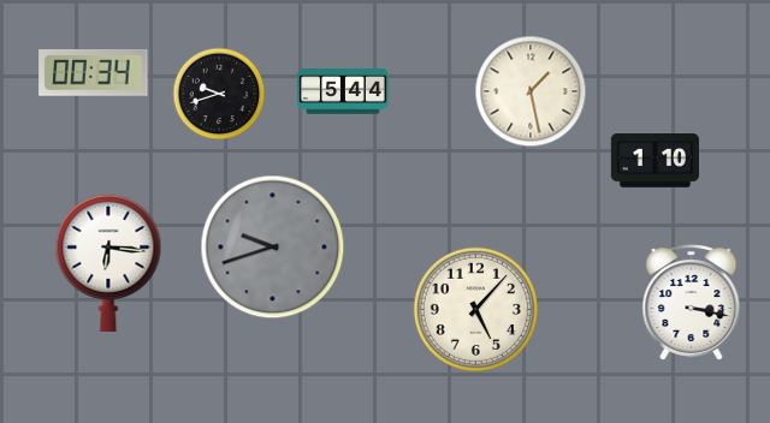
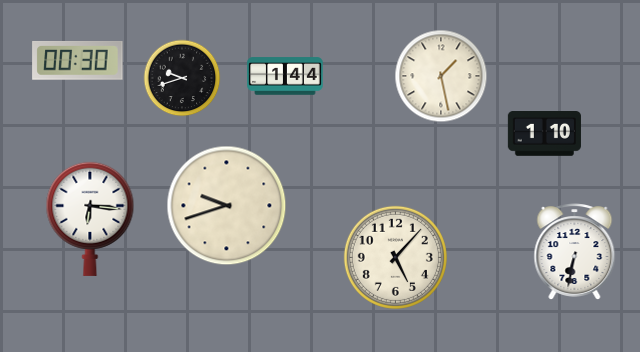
clock at (94, 72): 00:34 -> 00:30
clock at (343, 91): 5:44 -> 1:44
clock at (273, 248) dial: grey -> cream
clock at (692, 303): 3:17 -> 6:32
